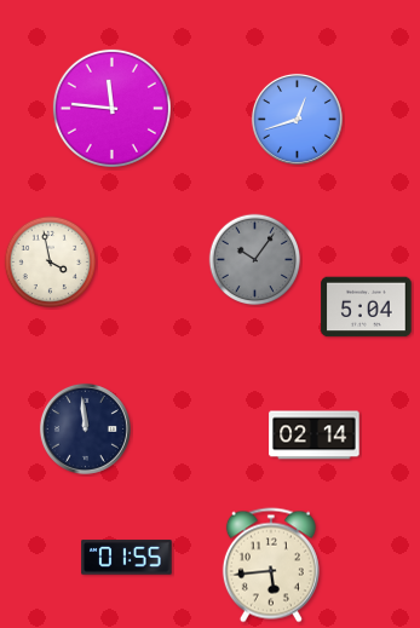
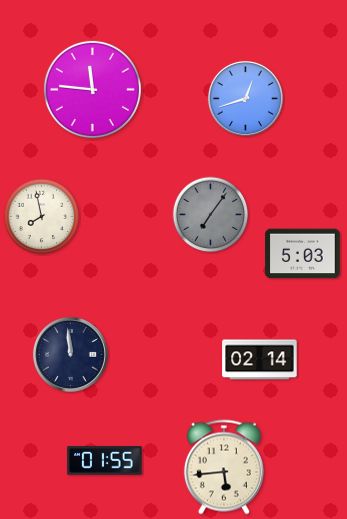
clock at (255, 260): 10:06 -> 7:06
clock at (51, 263): 3:58 -> 7:58
clock at (367, 307): 5:04 -> 5:03
